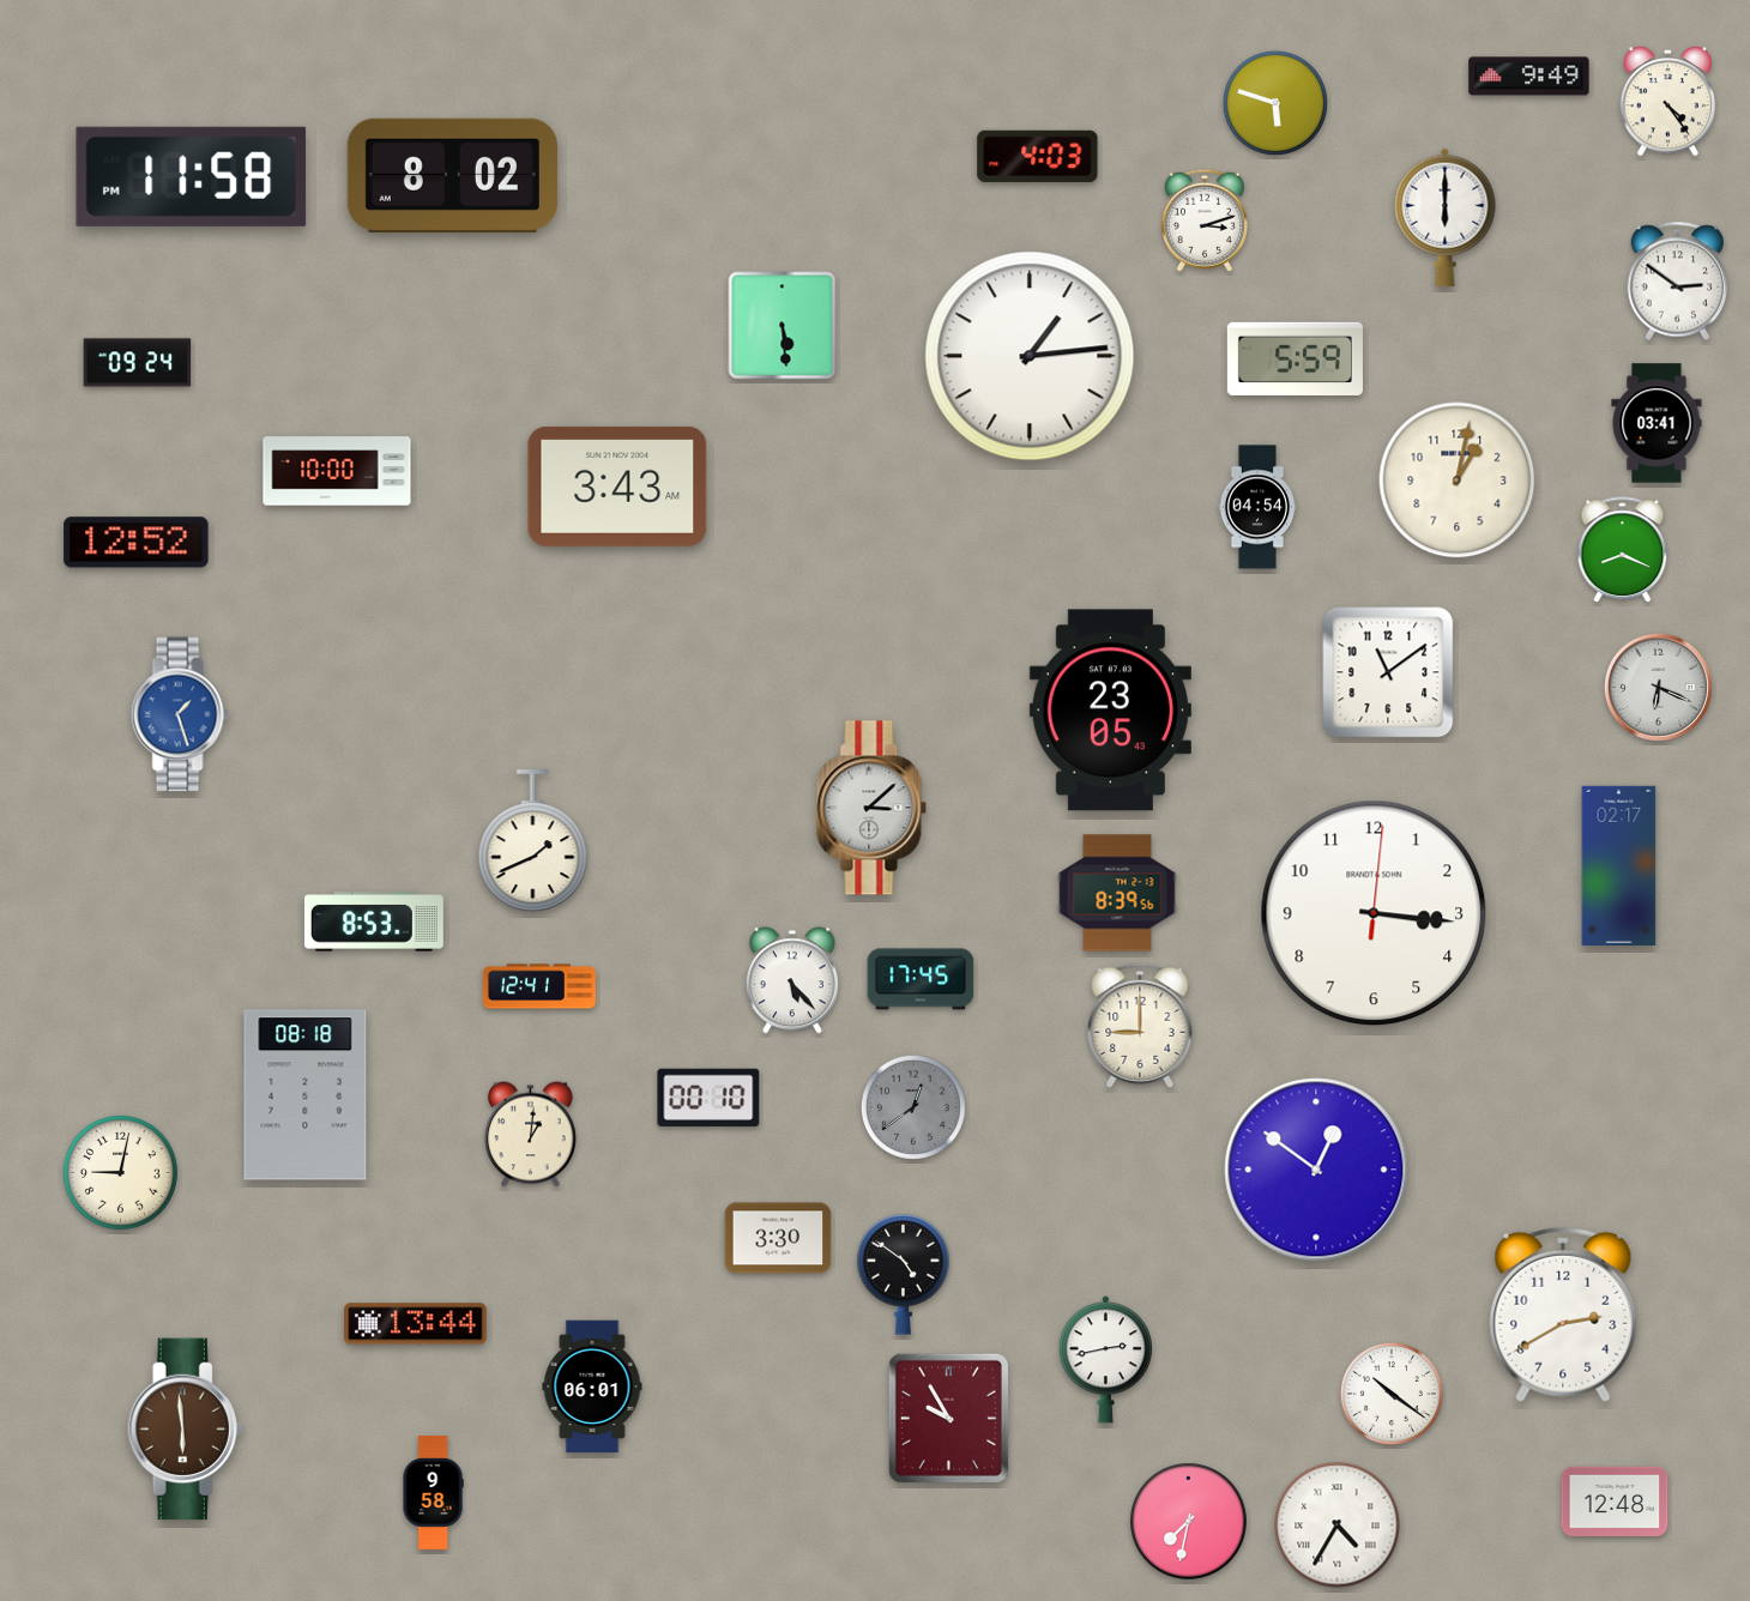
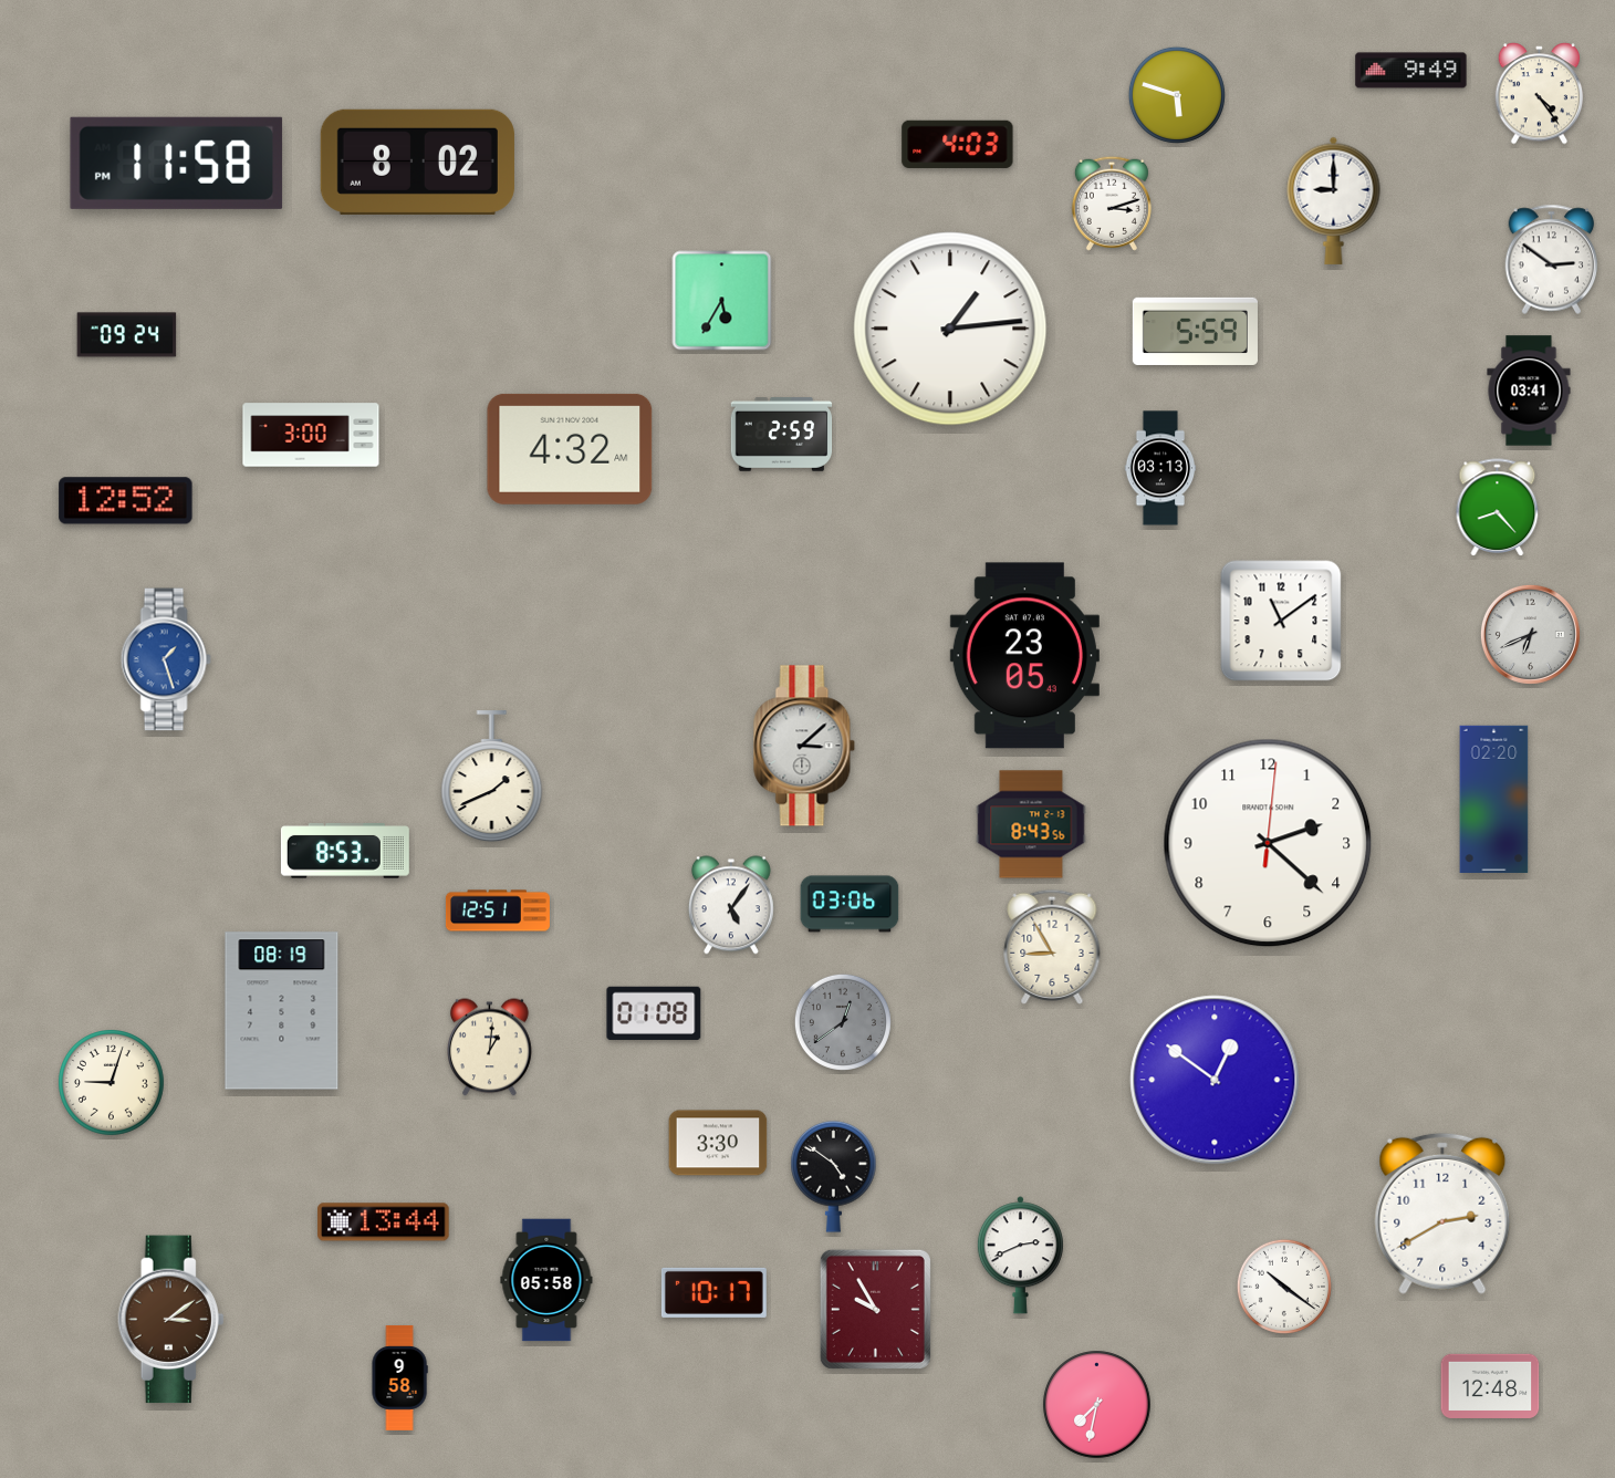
clock at (1446, 217): 6:00 -> 9:00
clock at (1678, 282) position: (1678, 282) -> (1552, 260)
clock at (783, 326): 5:29 -> 5:35
clock at (337, 471): 10:00 -> 3:00
clock at (782, 435): none -> 2:59
clock at (1458, 481): 1:02 -> none
clock at (617, 487): 3:43 -> 4:32
clock at (1257, 507): 04:54 -> 03:13
clock at (1623, 550): 8:19 -> 8:23
clock at (1658, 687): 6:19 -> 6:41
clock at (1619, 865): 02:17 -> 02:20
clock at (1117, 893): 8:39 -> 8:43
clock at (1374, 913): 3:16 -> 2:22
clock at (921, 979): 17:45 -> 03:06
clock at (792, 980): 5:23 -> 5:06
clock at (539, 986): 12:41 -> 12:51
clock at (1140, 1026): 9:00 -> 8:55
clock at (306, 1095): 08:18 -> 08:19
clock at (708, 1098): 00:10 -> 01:08
clock at (121, 1173): 9:02 -> 9:03
clock at (1105, 1360): 2:43 -> 2:41
clock at (592, 1386): 06:01 -> 05:58
clock at (713, 1292): none -> 10:17
clock at (186, 1430): 5:59 -> 3:09
clock at (1338, 1526): 4:35 -> none
